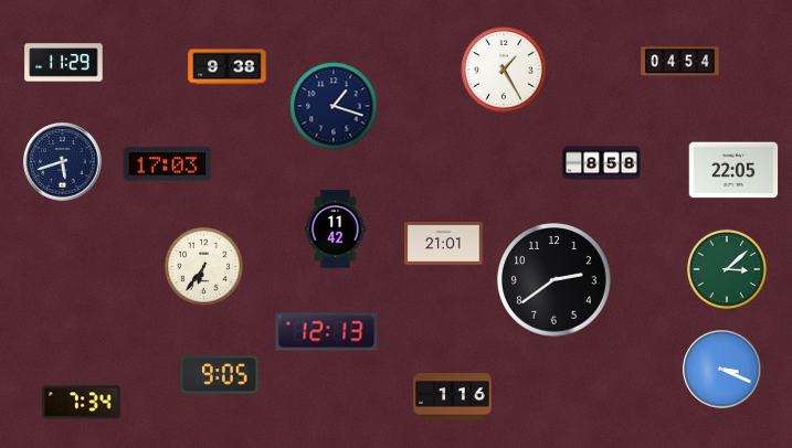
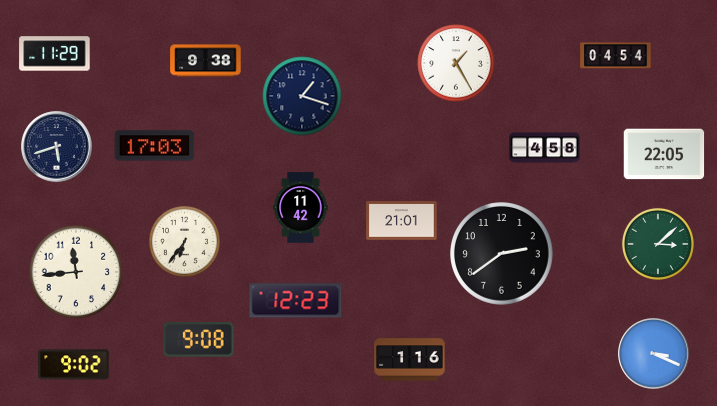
clock at (64, 63) position: (64, 63) -> (55, 54)
clock at (602, 163): 8:58 -> 4:58
clock at (168, 164) position: (168, 164) -> (155, 146)
clock at (336, 230) position: (336, 230) -> (301, 208)
clock at (76, 272): none -> 11:44
clock at (327, 332): 12:13 -> 12:23
clock at (722, 370) position: (722, 370) -> (654, 354)
clock at (220, 375): 9:05 -> 9:08
clock at (82, 403): 7:34 -> 9:02
